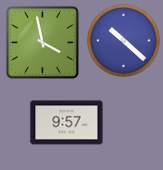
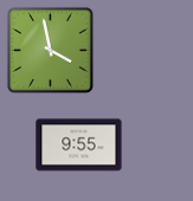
clock at (124, 41): 10:22 -> none
clock at (67, 123): 9:57 -> 9:55
